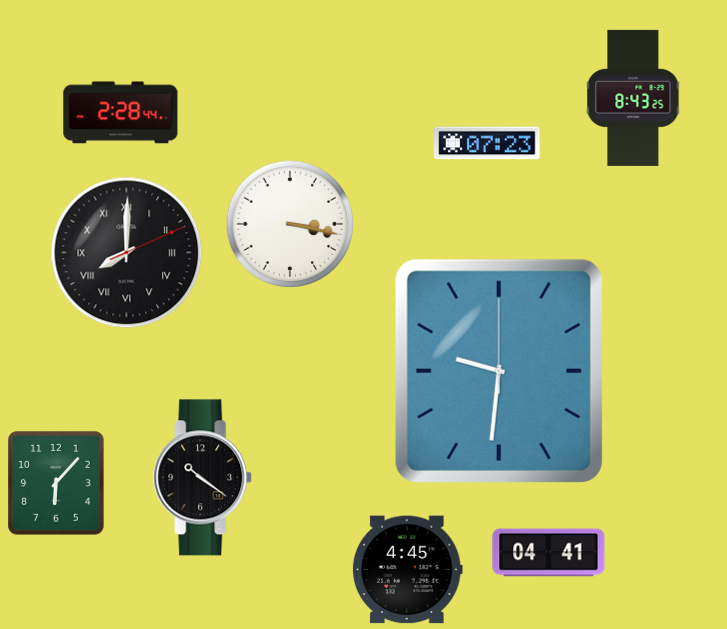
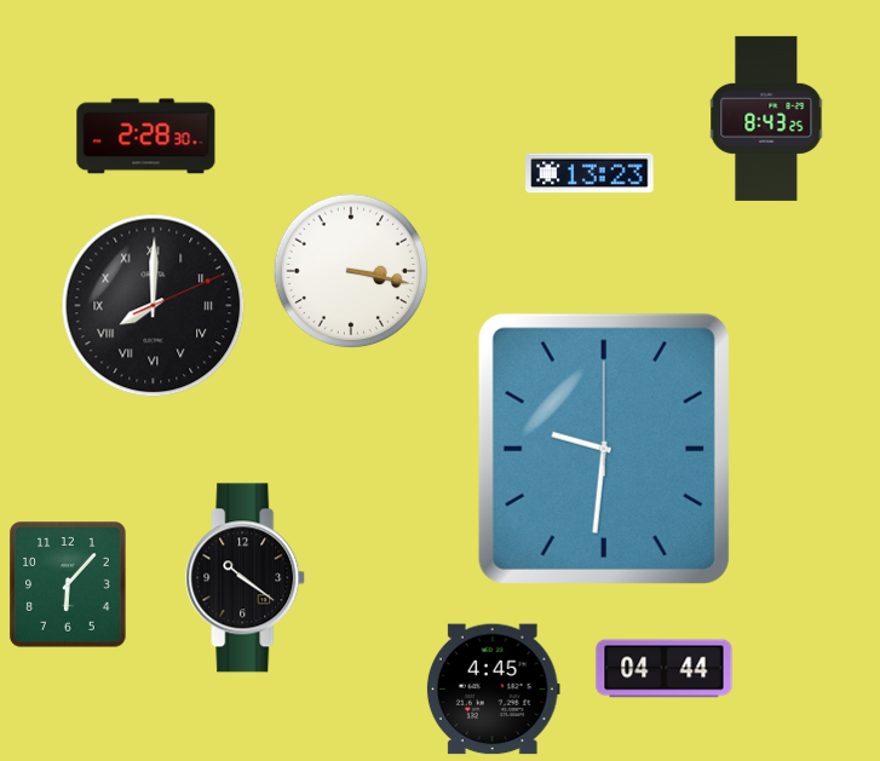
clock at (121, 113): 2:28:44 -> 2:28:30
clock at (487, 143): 07:23 -> 13:23
clock at (549, 553): 04:41 -> 04:44
